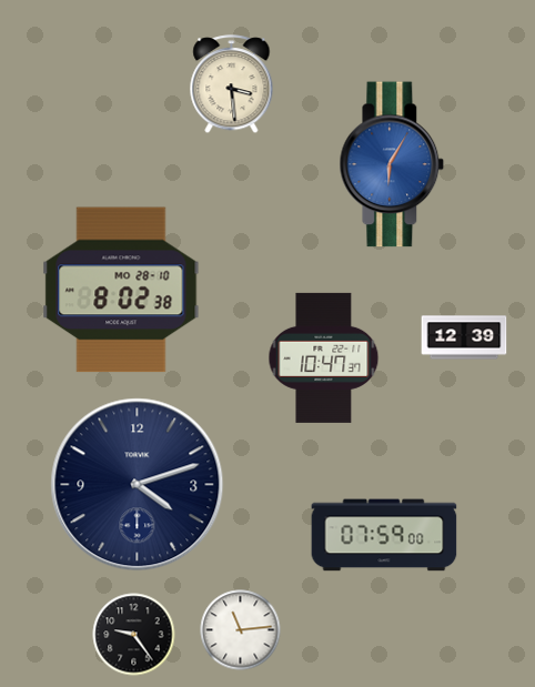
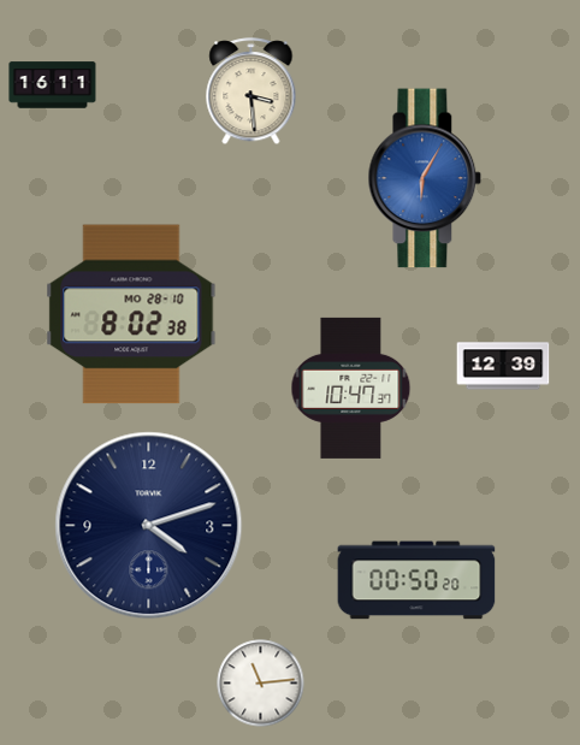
clock at (53, 85): none -> 16:11
clock at (384, 535): 07:59 -> 00:50
clock at (134, 635): 9:24 -> none
